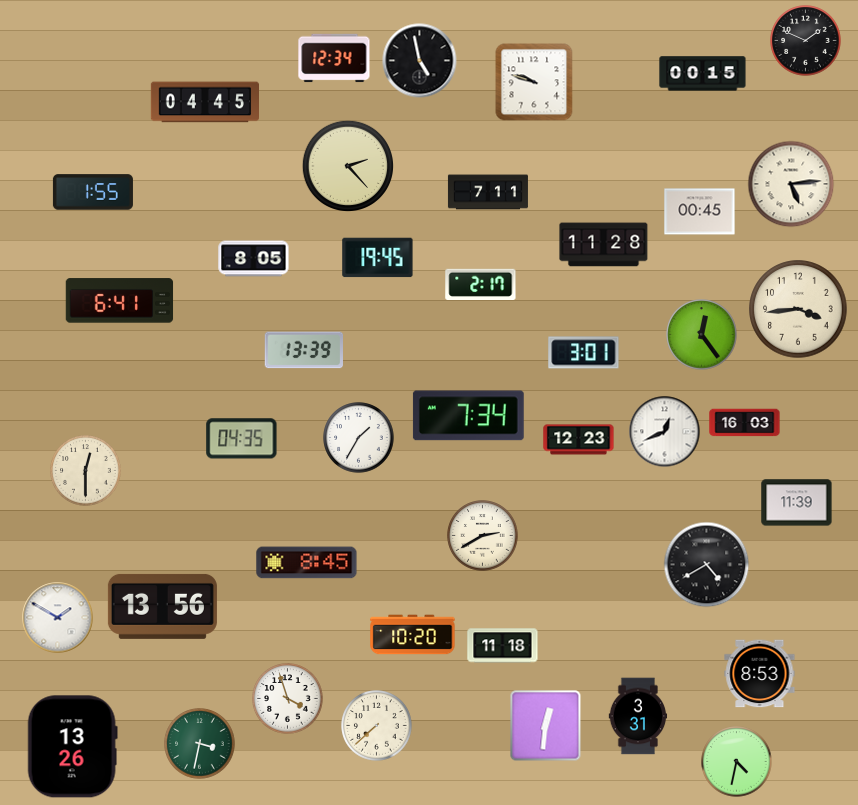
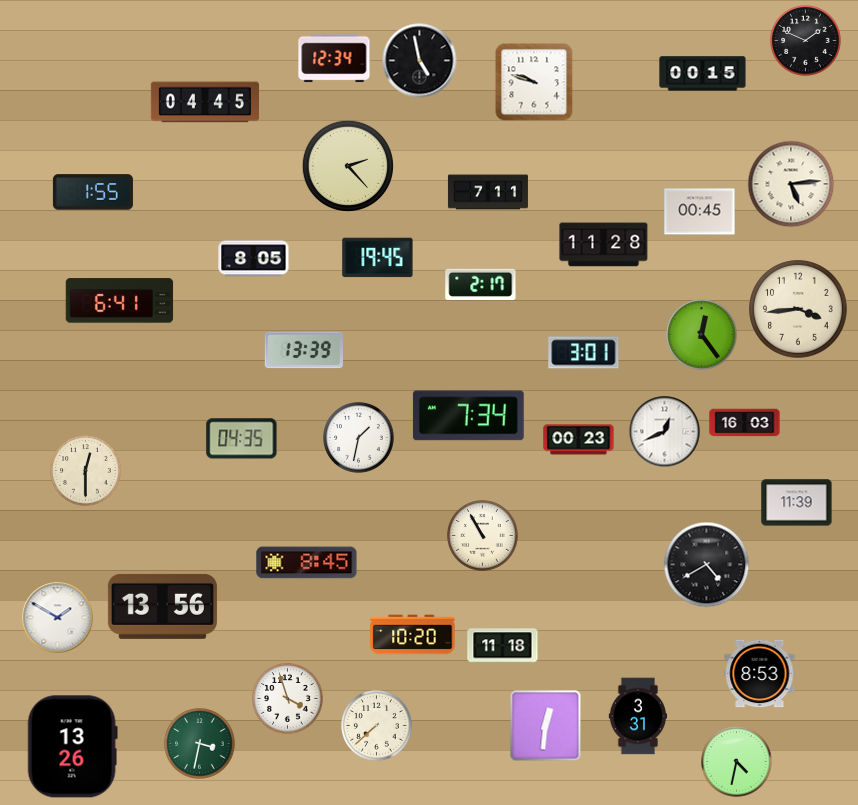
clock at (359, 438): 1:35 -> 1:32
clock at (579, 440): 12:23 -> 00:23
clock at (483, 536): 2:40 -> 10:55
